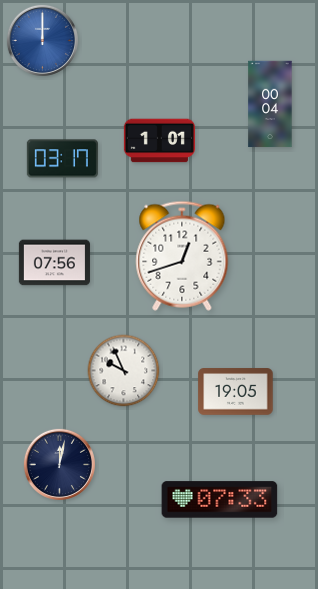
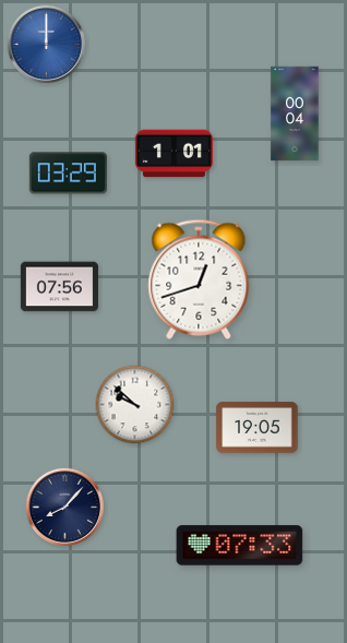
clock at (62, 159): 03:17 -> 03:29
clock at (124, 371): 9:56 -> 9:52
clock at (59, 464): 12:02 -> 8:07
